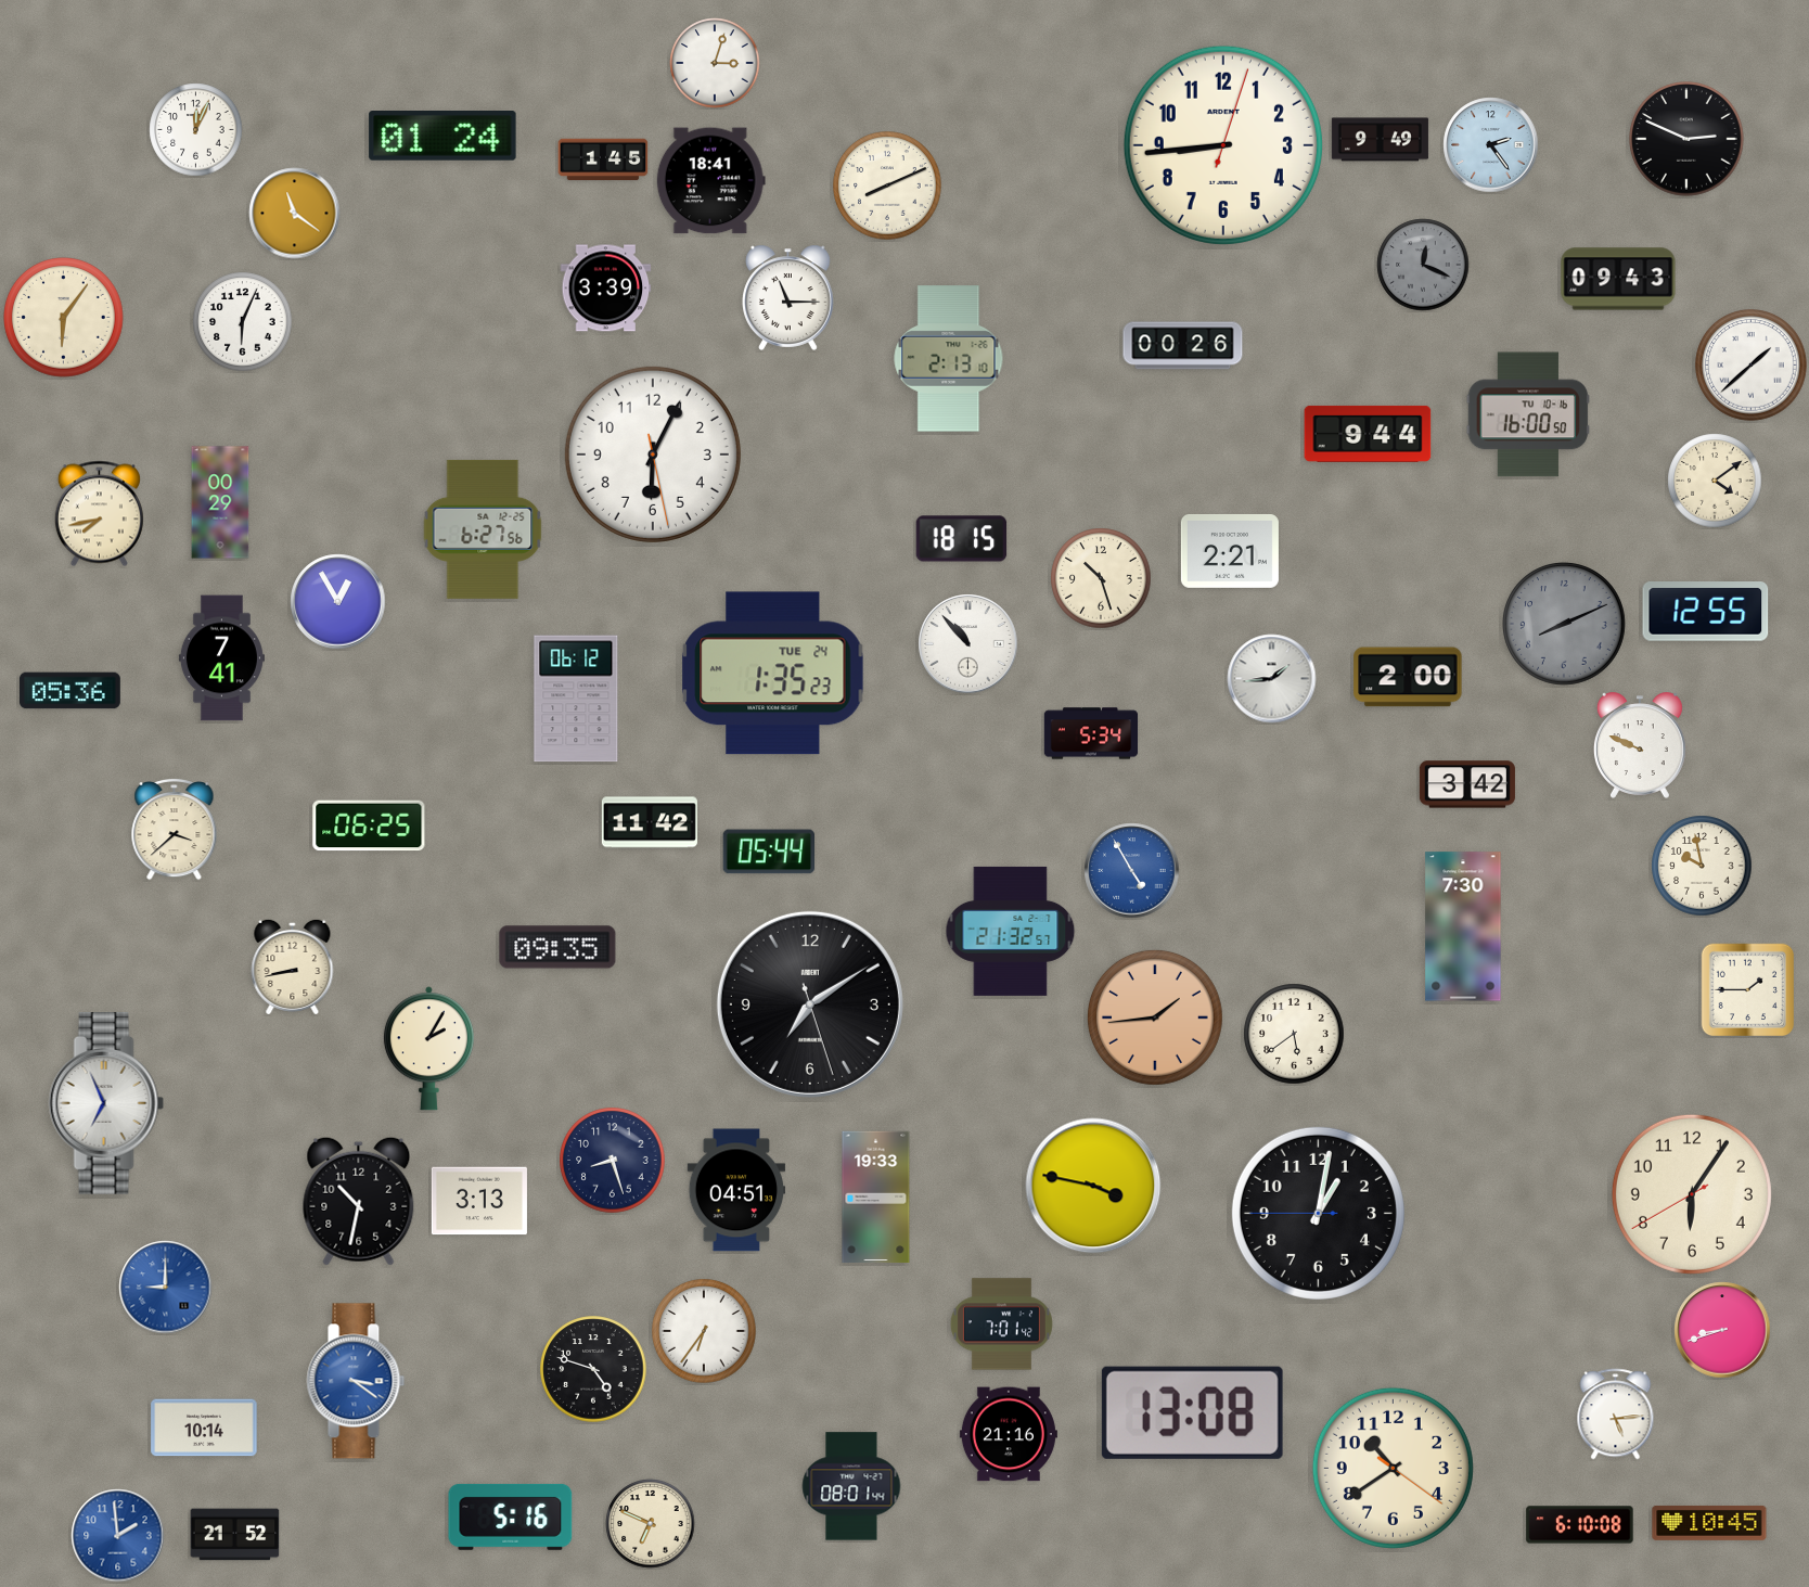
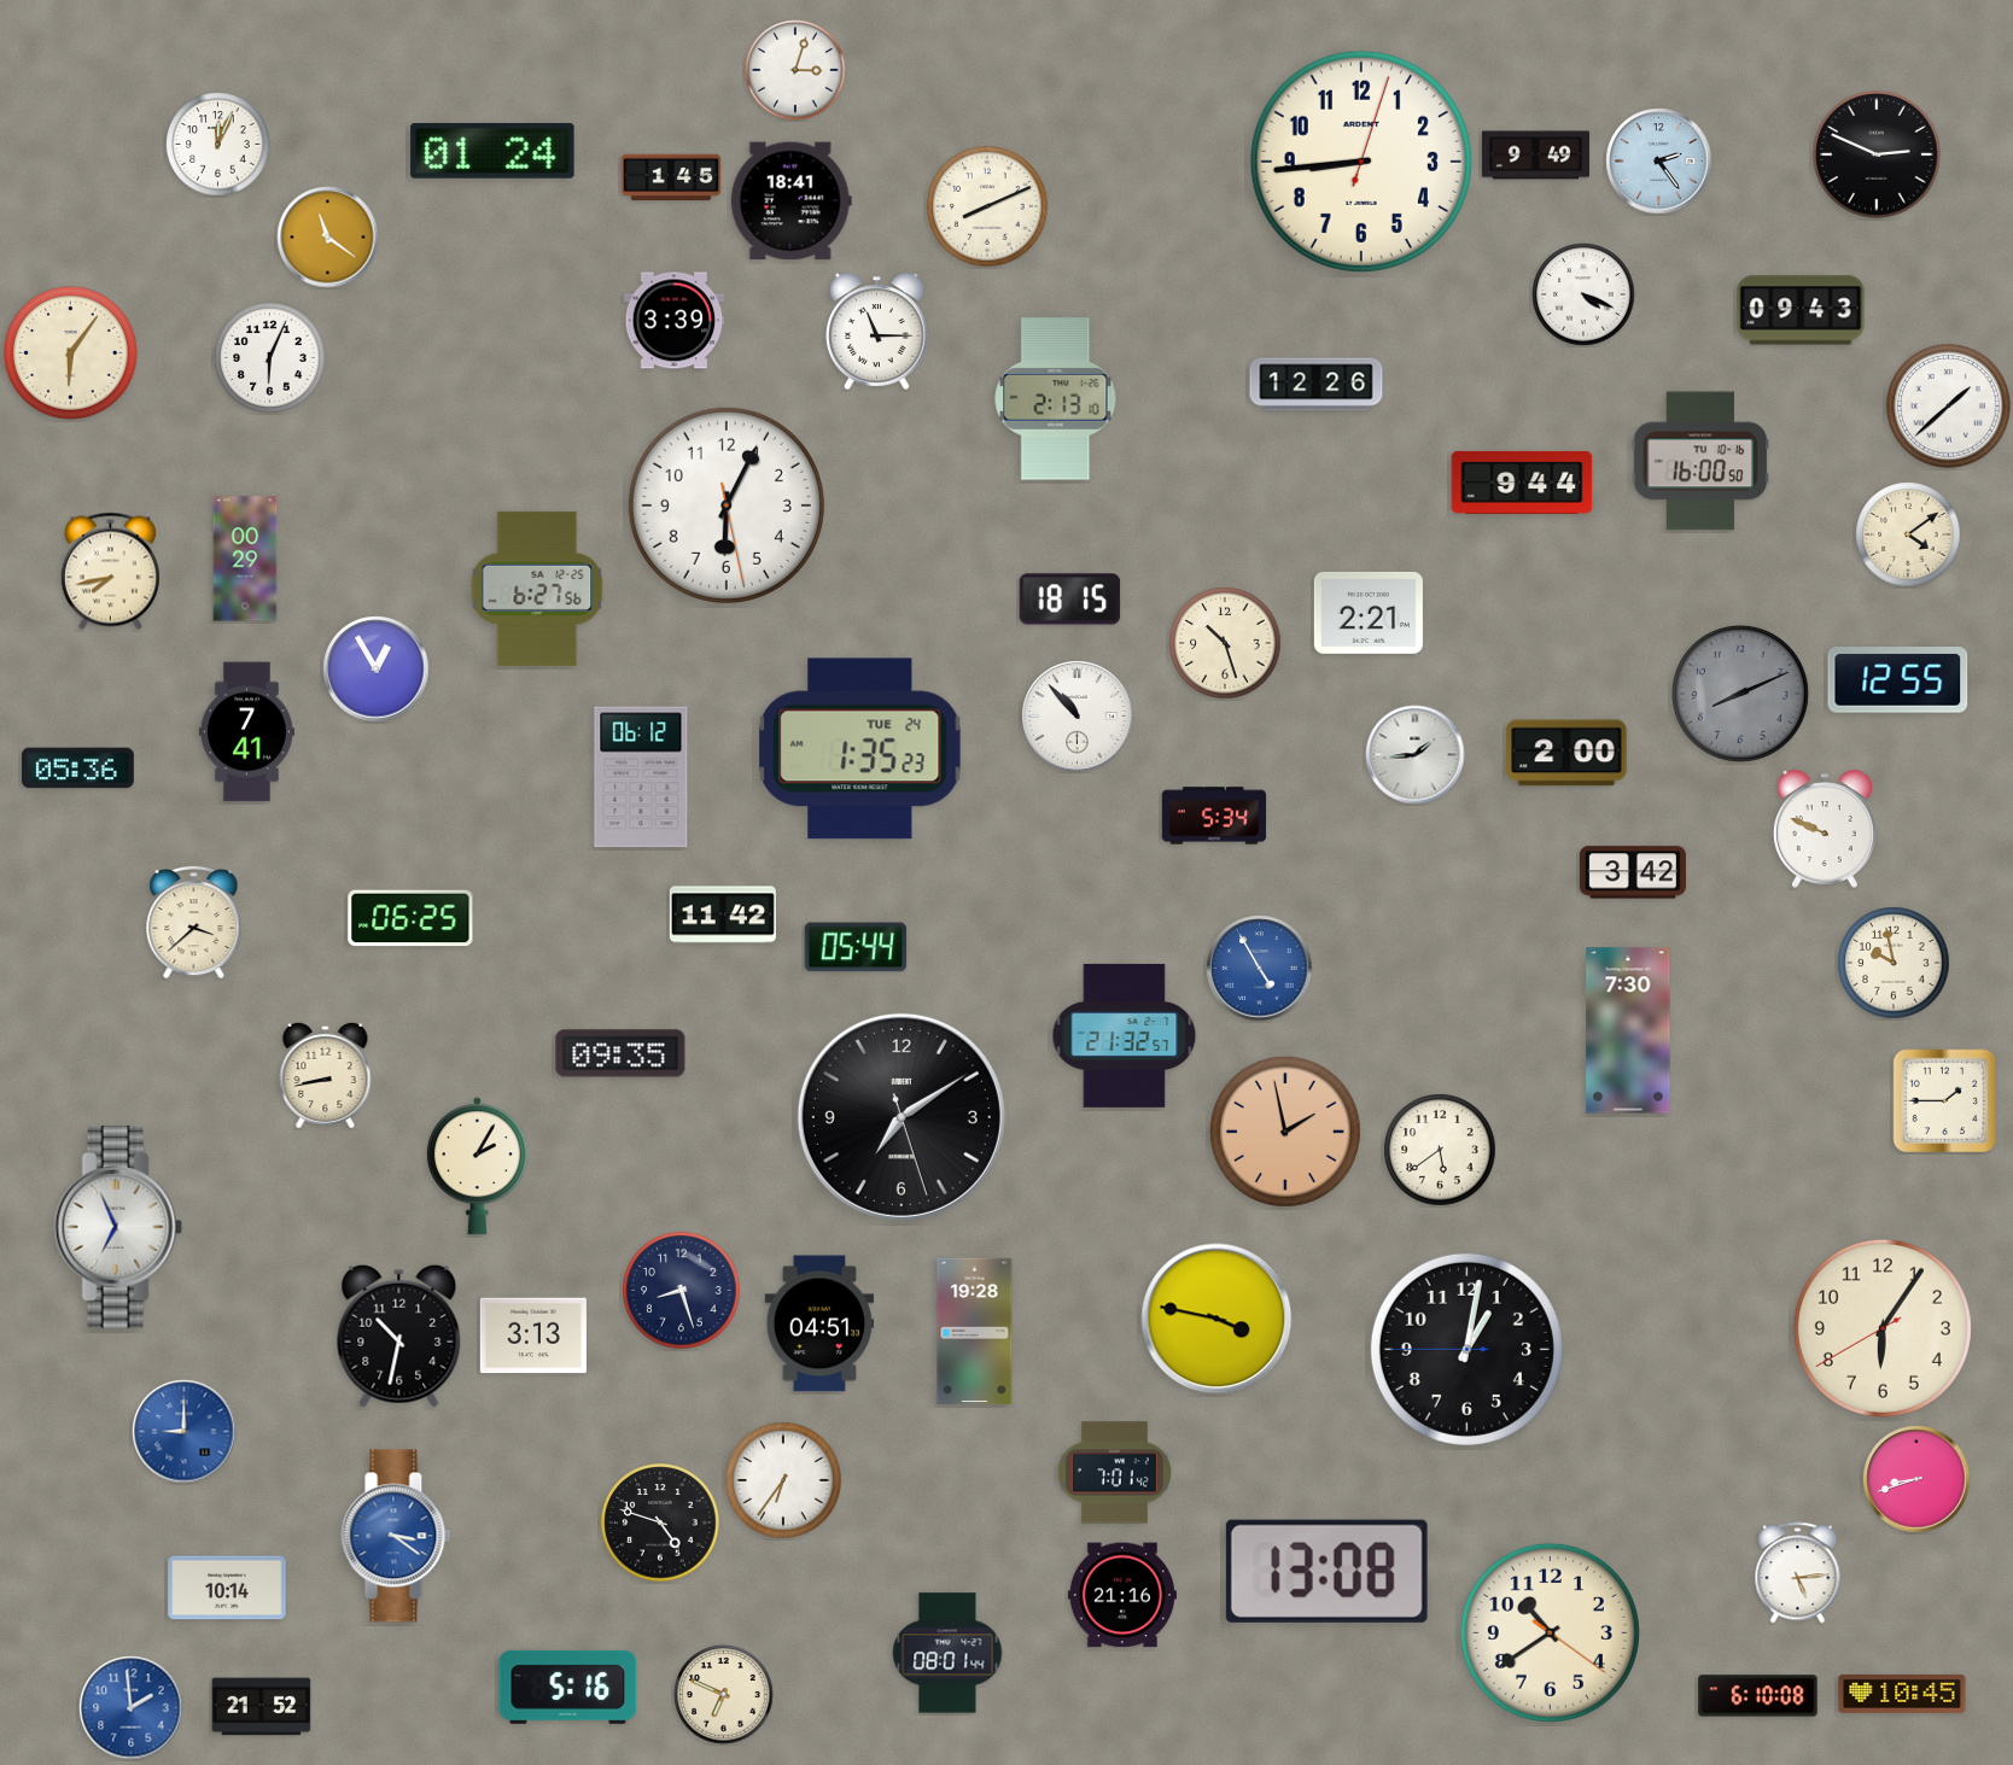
clock at (1423, 265): 12:19 -> 4:19
clock at (1423, 265) dial: grey -> white
clock at (1183, 346): 00:26 -> 12:26
clock at (1155, 1018): 1:44 -> 1:58
clock at (876, 1198): 19:33 -> 19:28
